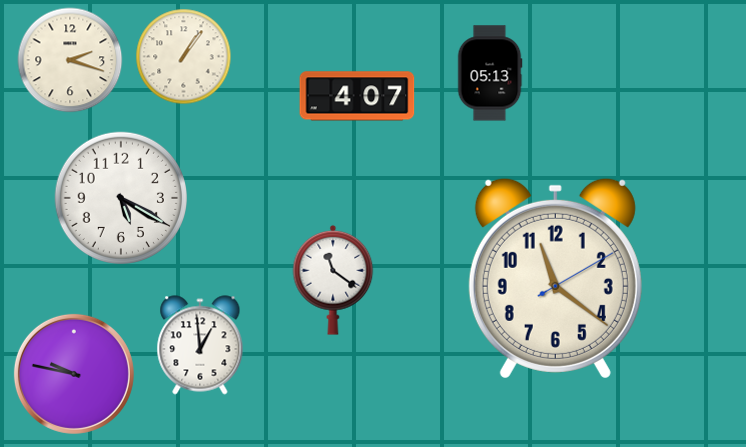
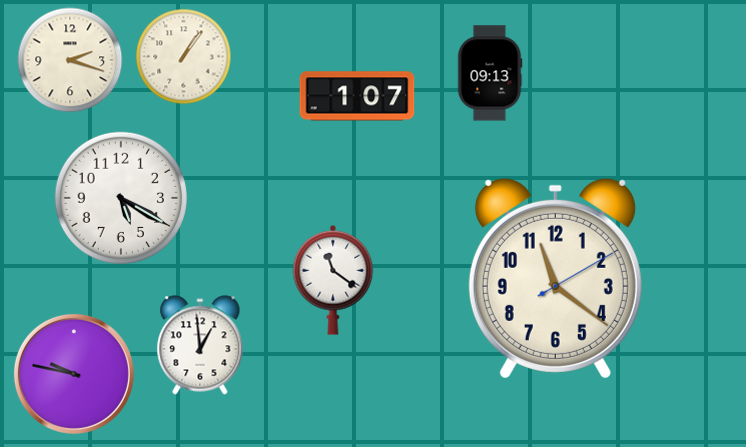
clock at (490, 73): 05:13 -> 09:13
clock at (357, 96): 4:07 -> 1:07
